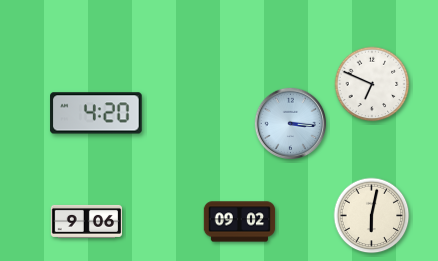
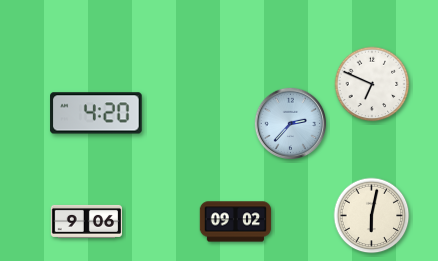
clock at (291, 124): 3:16 -> 2:37
clock at (240, 222) position: (240, 222) -> (236, 222)
